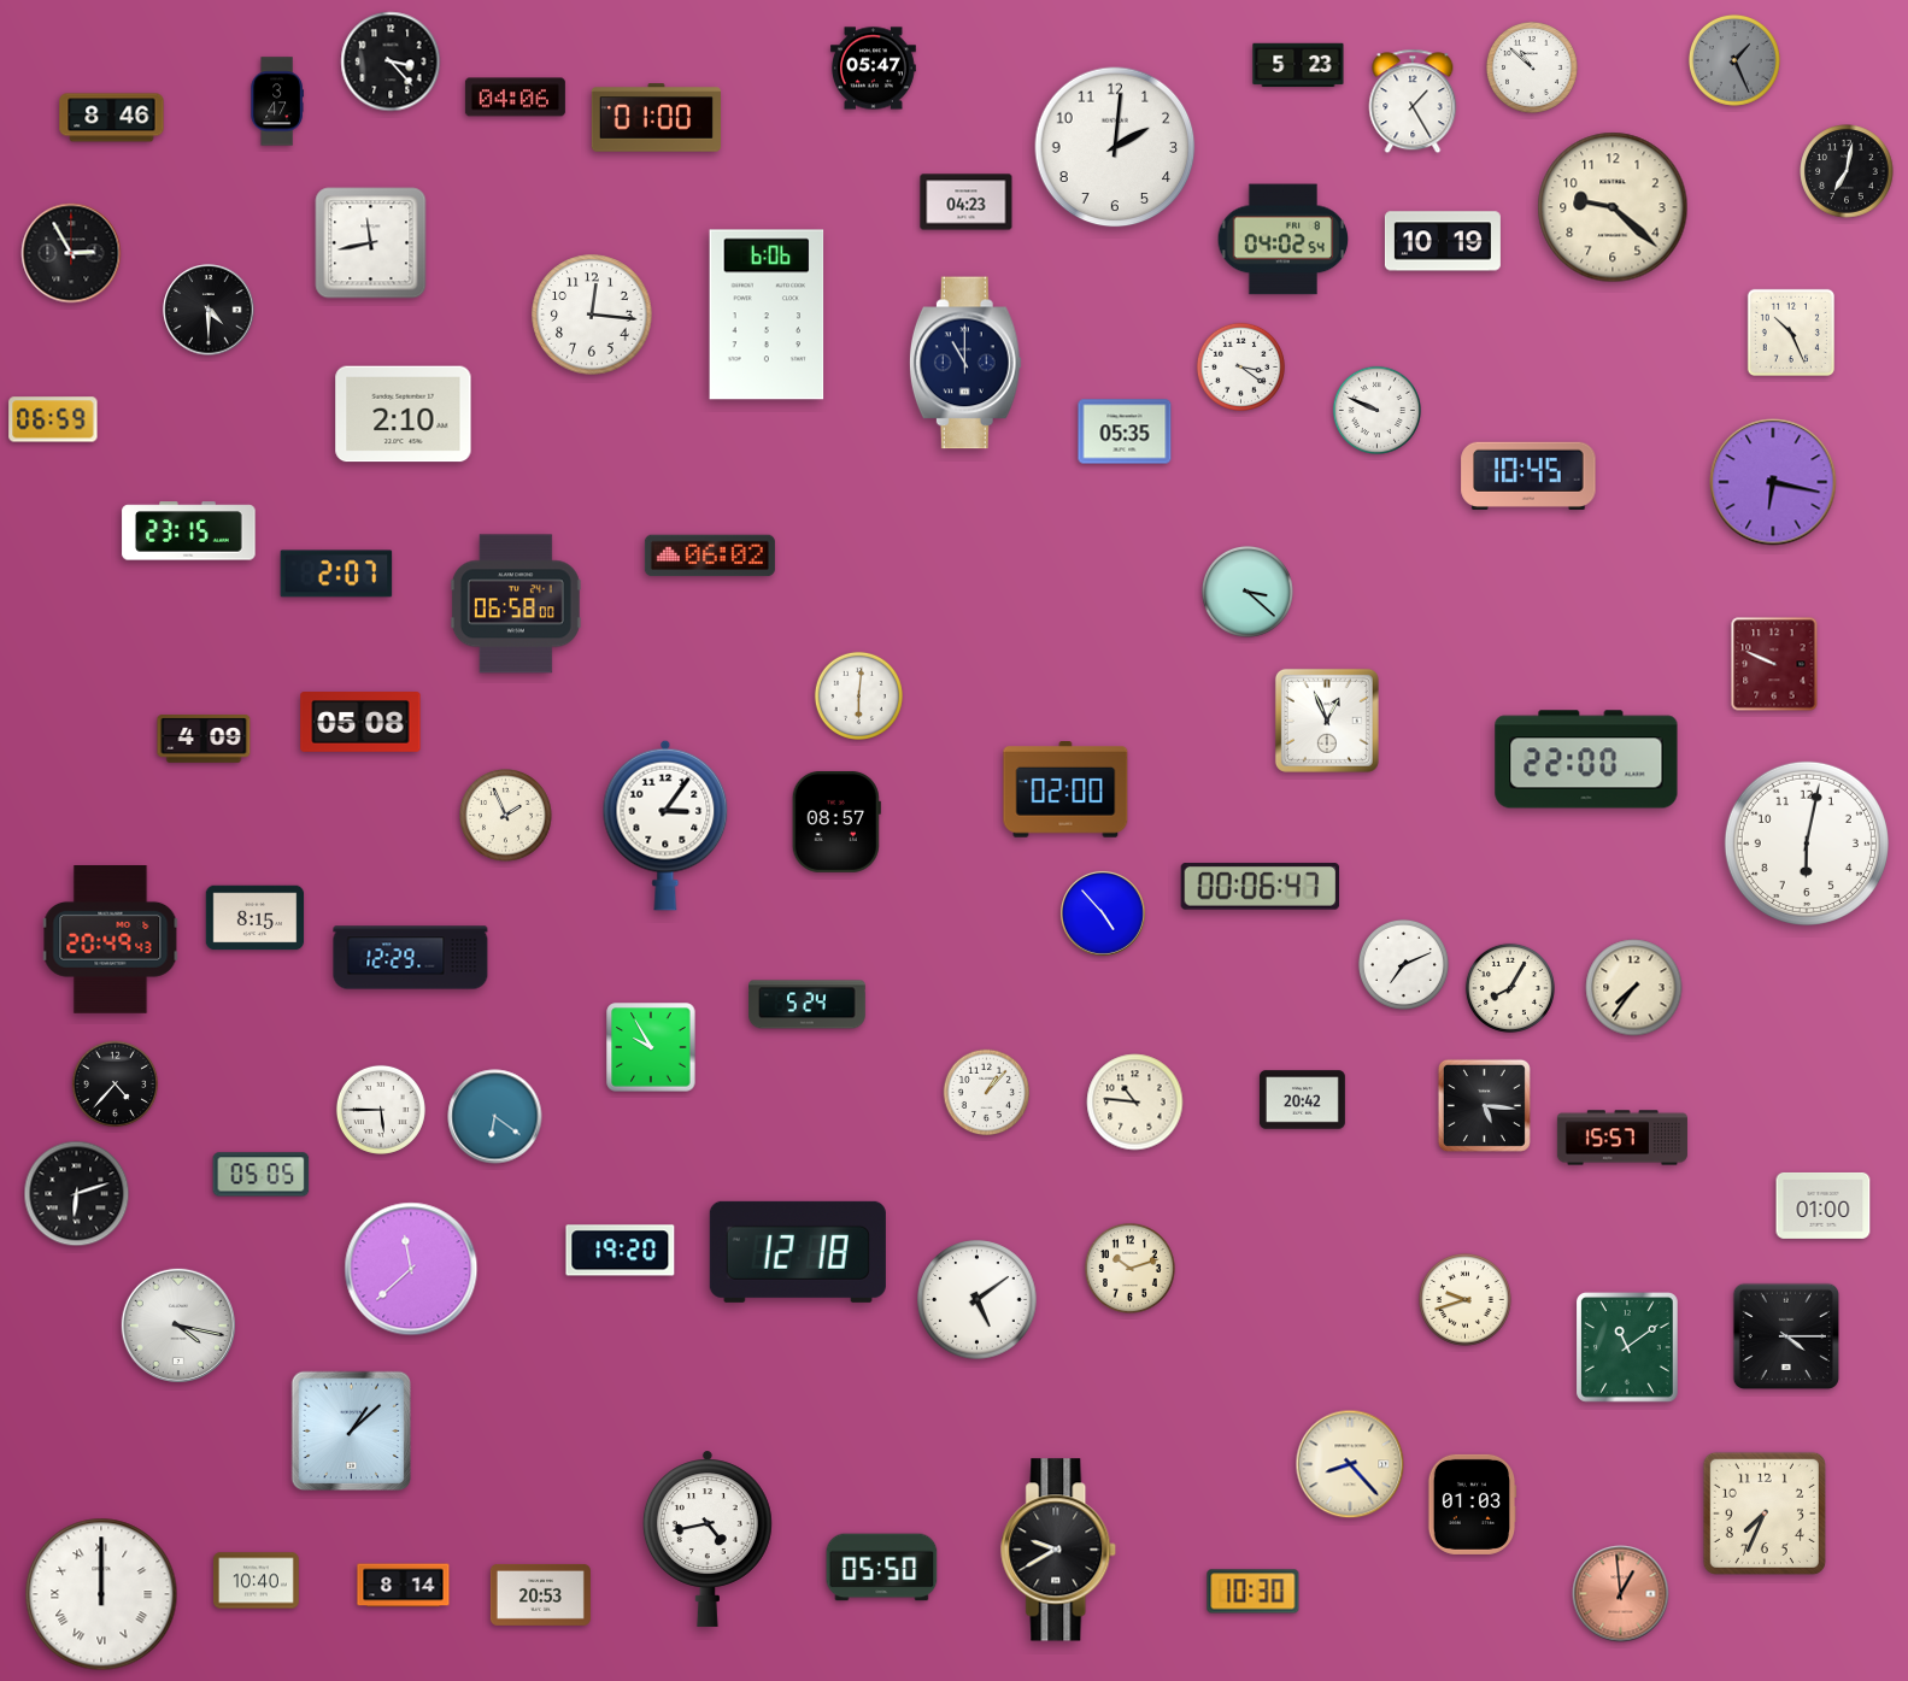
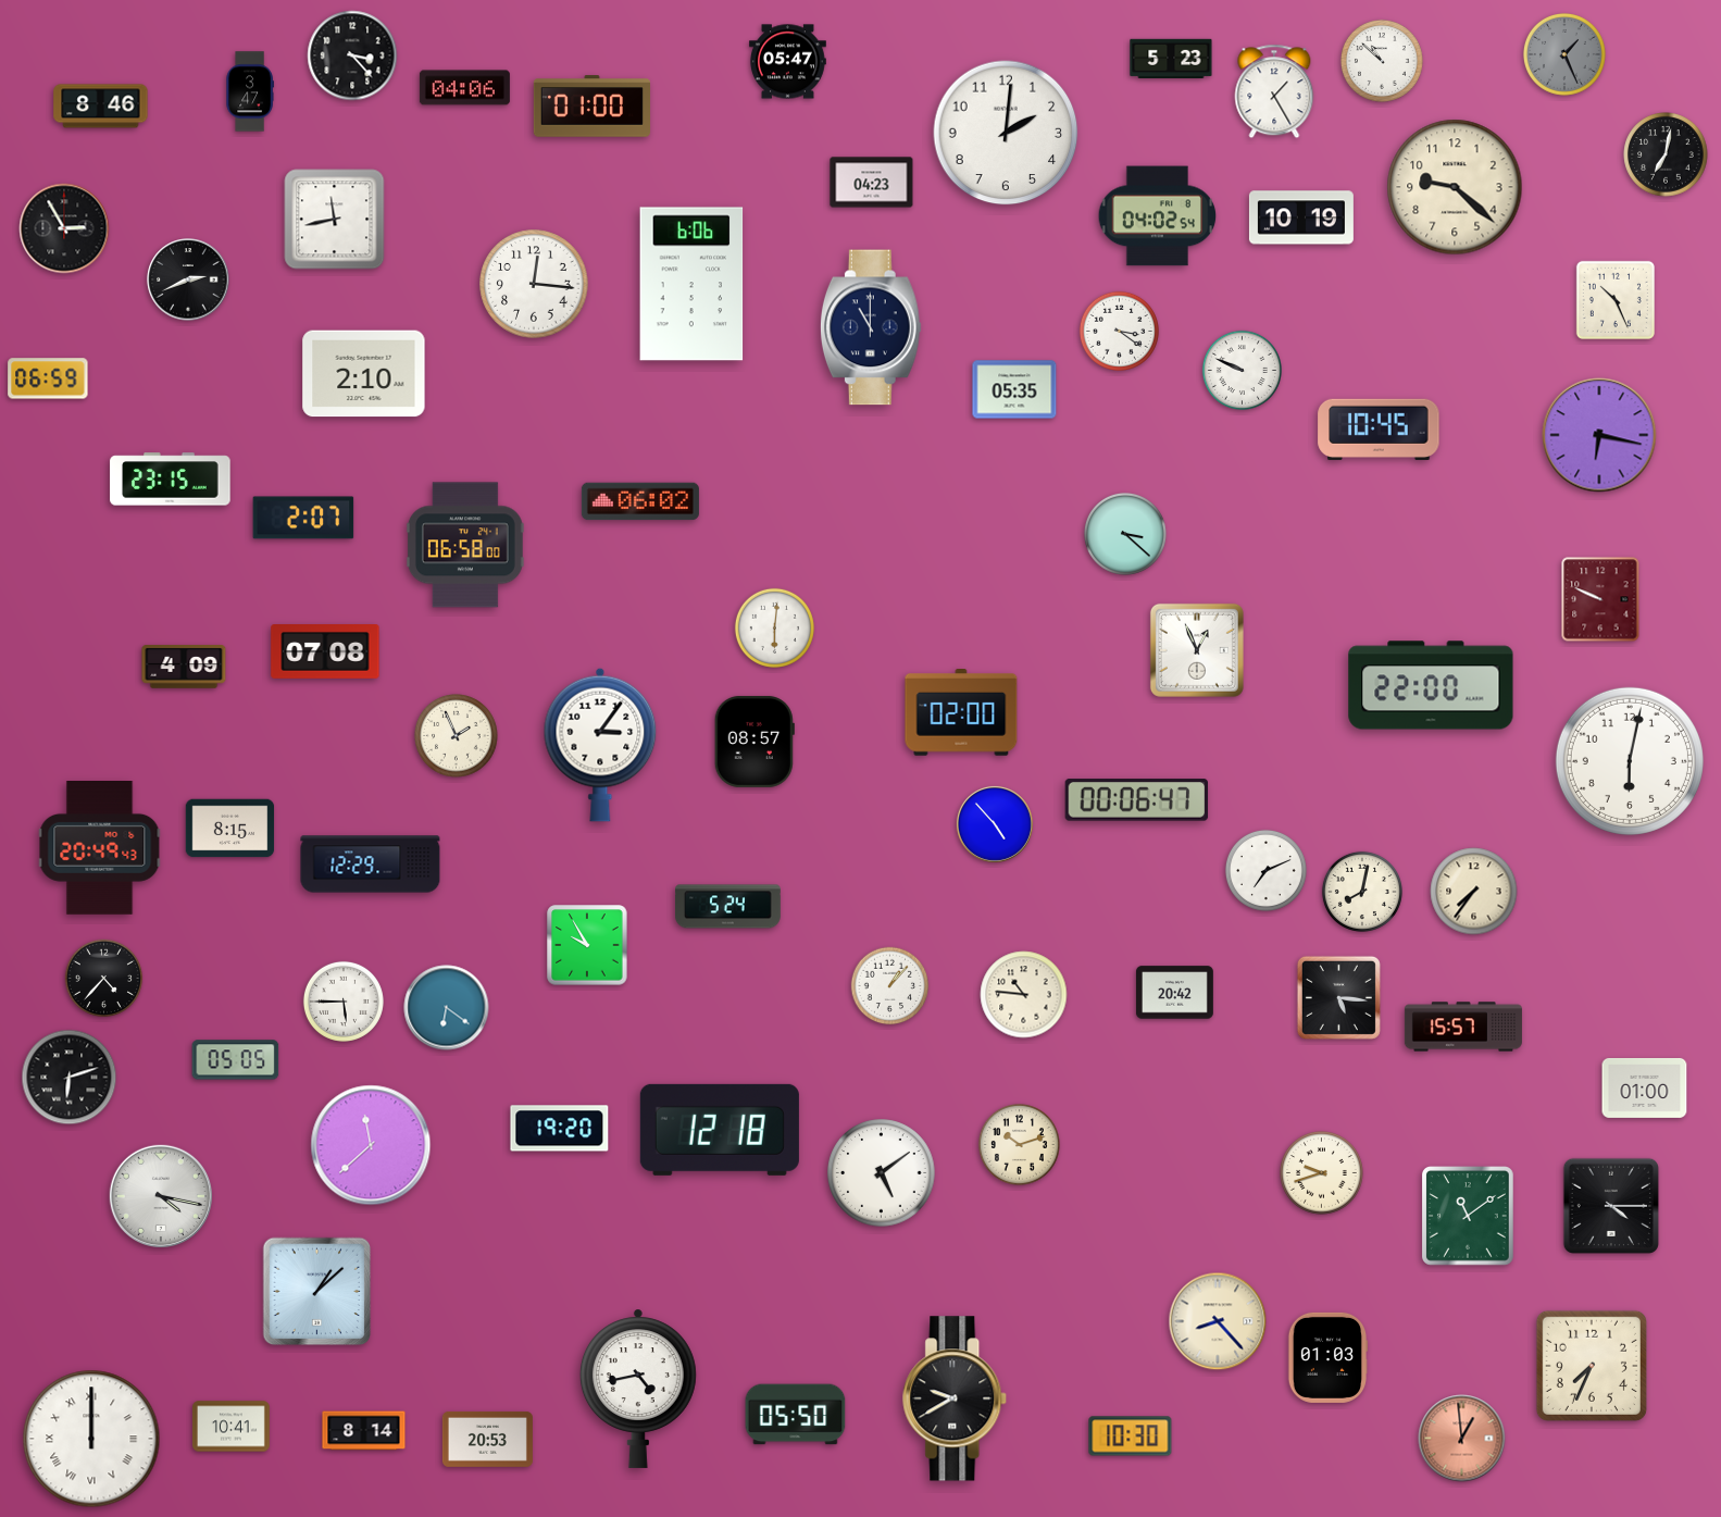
clock at (209, 310): 4:30 -> 2:41
clock at (360, 723): 05:08 -> 07:08
clock at (1510, 988): 8:05 -> 8:02
clock at (256, 1581): 10:40 -> 10:41
